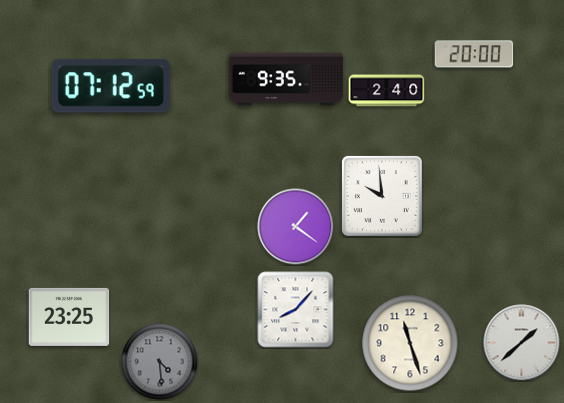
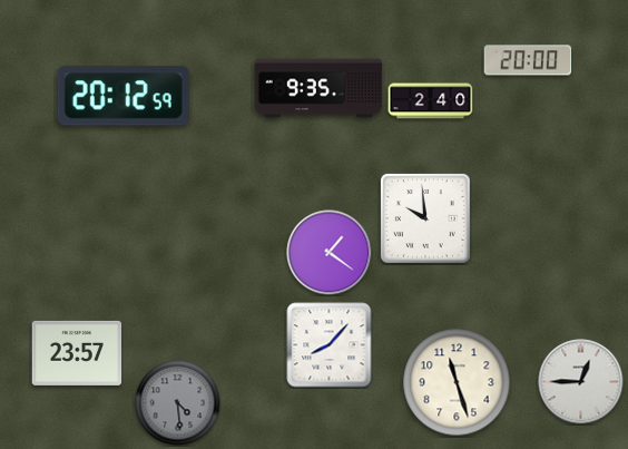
clock at (111, 86): 07:12 -> 20:12
clock at (69, 317): 23:25 -> 23:57
clock at (522, 343): 1:38 -> 12:45
